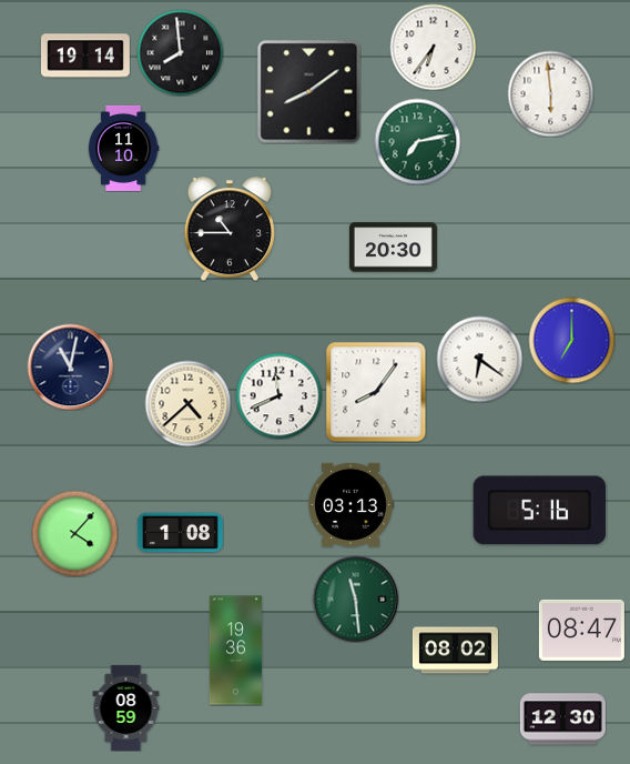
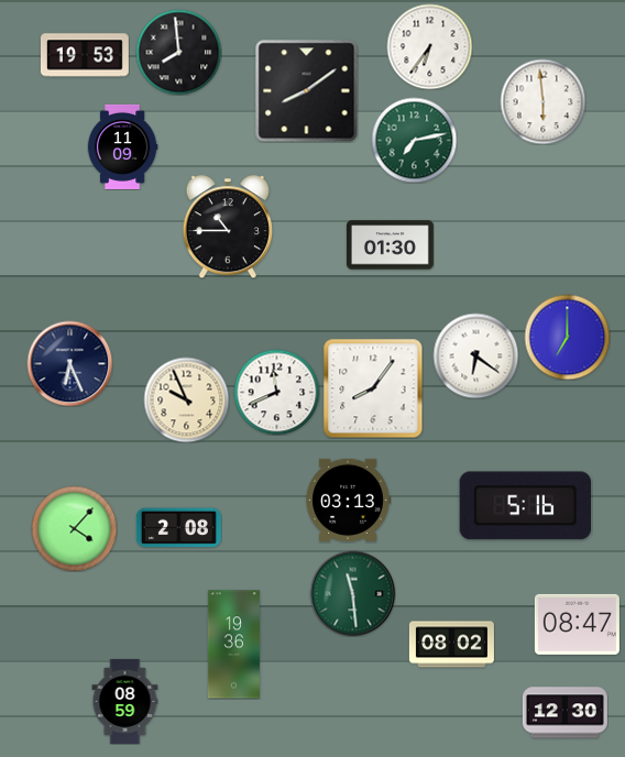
clock at (85, 56): 19:14 -> 19:53
clock at (550, 93) position: (550, 93) -> (542, 101)
clock at (123, 148): 11:10 -> 11:09
clock at (393, 248): 20:30 -> 01:30
clock at (70, 366): 11:02 -> 6:26
clock at (187, 403): 4:38 -> 9:56
clock at (539, 511) position: (539, 511) -> (525, 506)
clock at (180, 533): 1:08 -> 2:08
clock at (562, 720) position: (562, 720) -> (564, 713)
